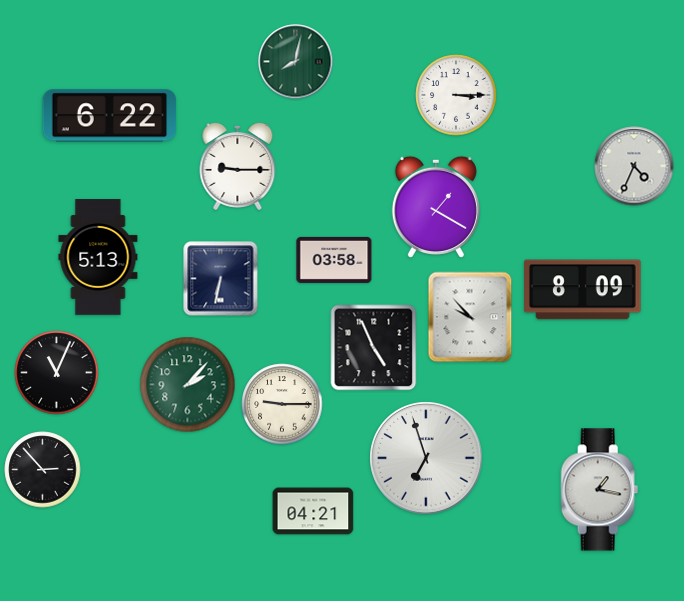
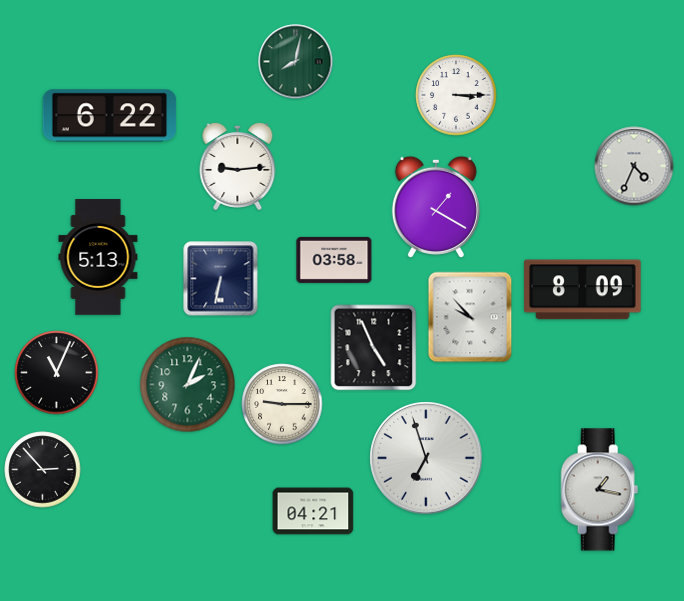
clock at (238, 166): 9:15 -> 9:14
clock at (188, 385): 2:07 -> 2:04
